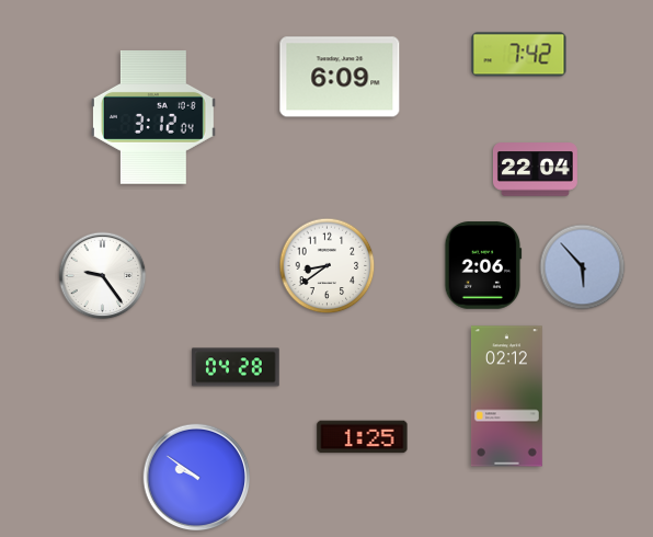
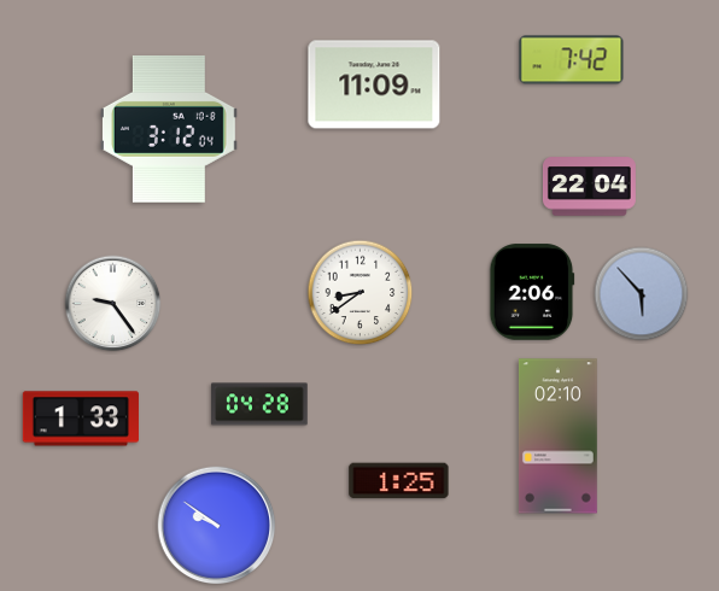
clock at (340, 77): 6:09 -> 11:09
clock at (81, 419): none -> 1:33
clock at (506, 397): 02:12 -> 02:10
